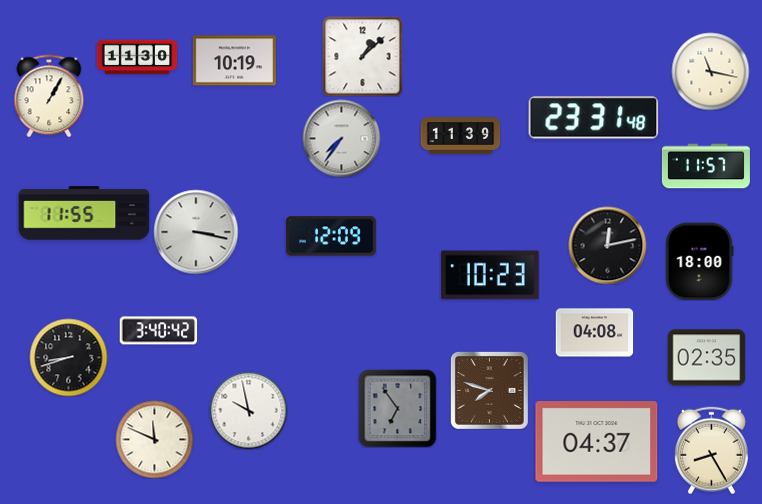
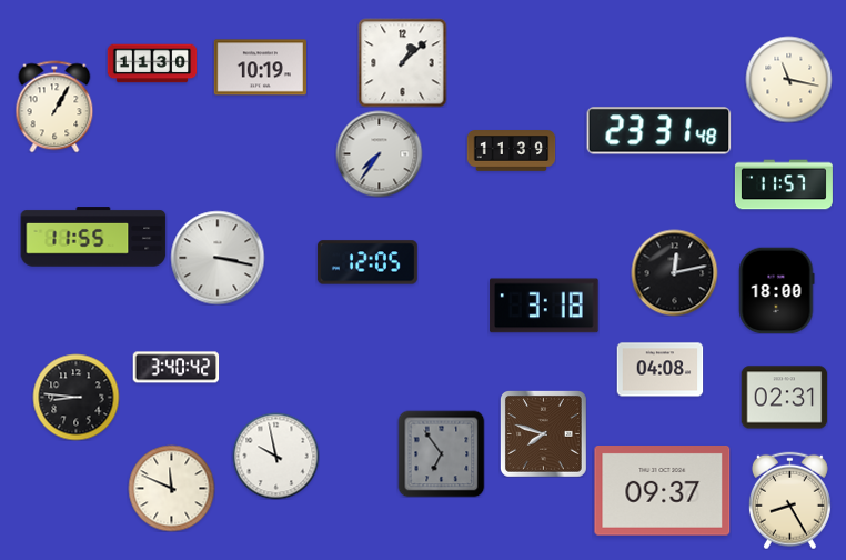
clock at (331, 236): 12:09 -> 12:05
clock at (490, 275): 10:23 -> 3:18
clock at (68, 357): 8:42 -> 8:46
clock at (706, 358): 02:35 -> 02:31
clock at (597, 442): 04:37 -> 09:37
